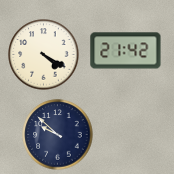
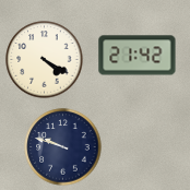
clock at (44, 55) position: (44, 55) -> (45, 60)
clock at (58, 135): 9:52 -> 9:48
